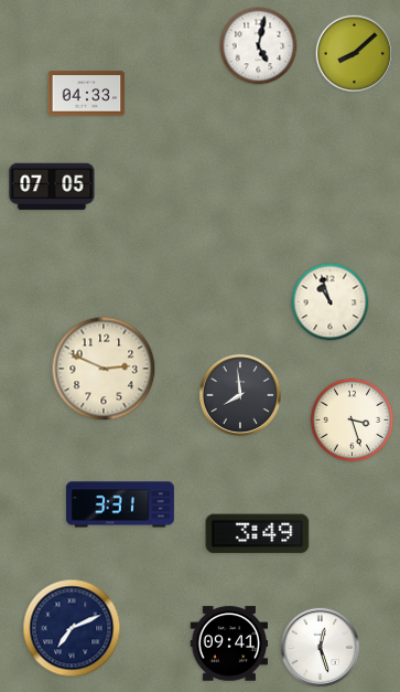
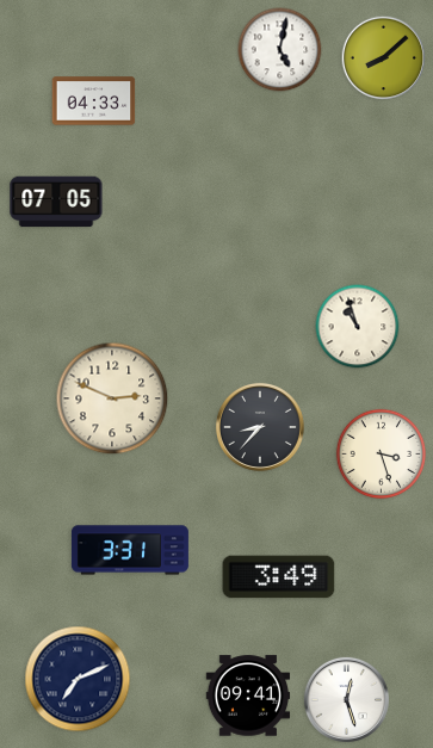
clock at (240, 395): 7:59 -> 8:37
clock at (120, 504) position: (120, 504) -> (130, 550)
